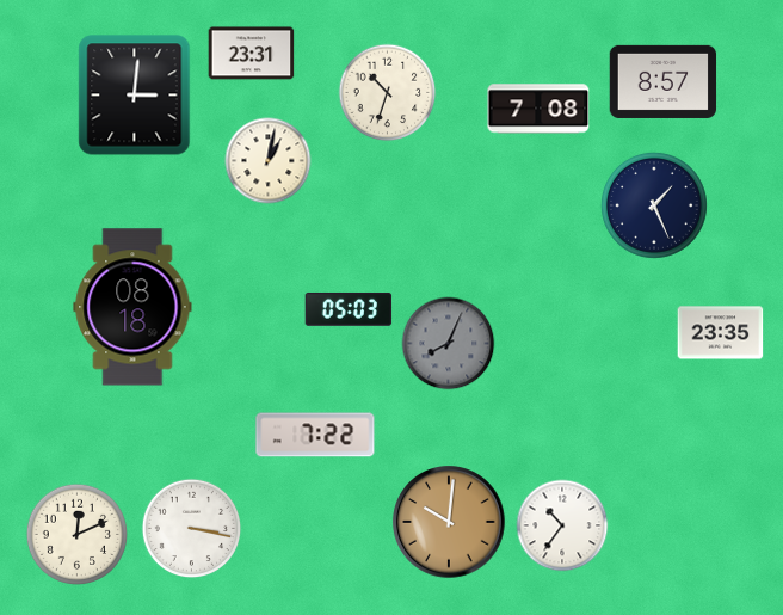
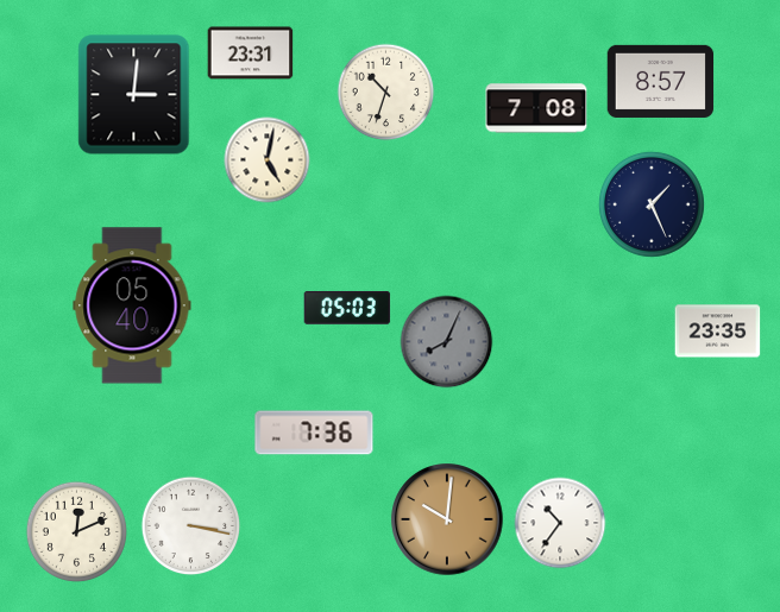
clock at (269, 161): 1:02 -> 5:02
clock at (132, 307): 08:18 -> 05:40
clock at (315, 435): 7:22 -> 7:36
